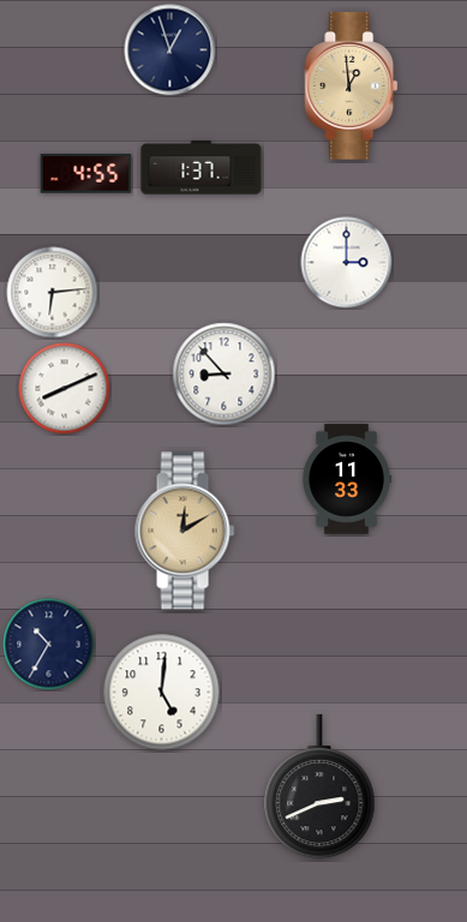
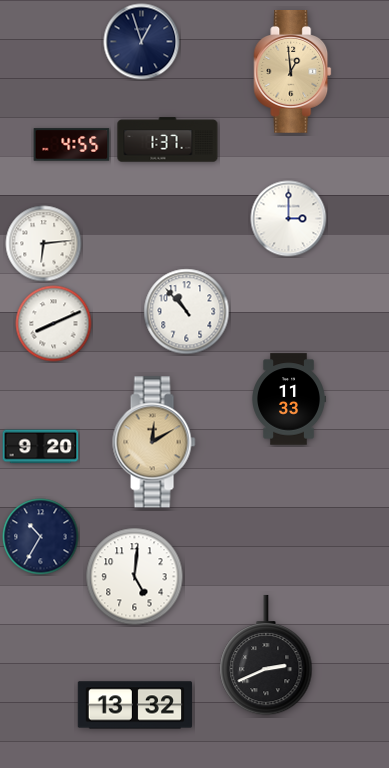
clock at (224, 375): 8:53 -> 10:53
clock at (41, 447): none -> 9:20
clock at (135, 705): none -> 13:32
